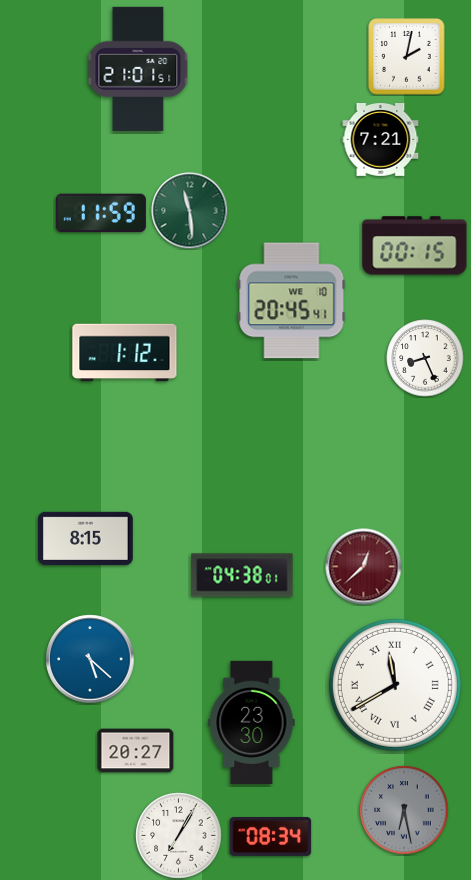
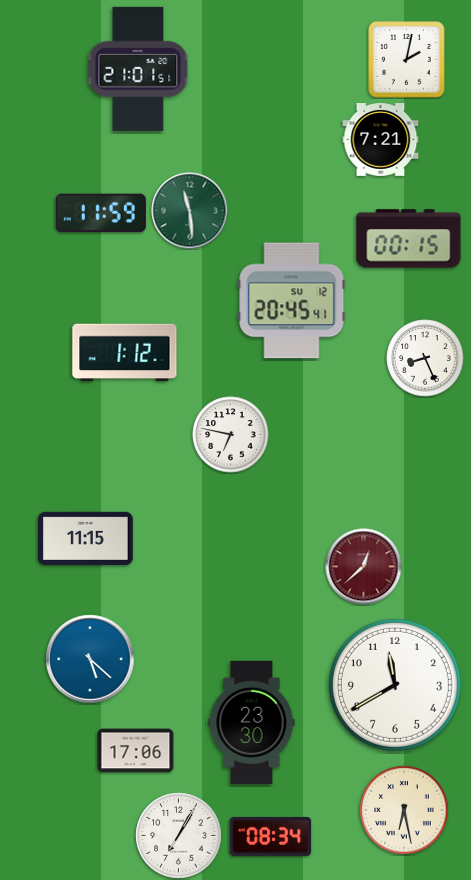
clock at (407, 57) position: (407, 57) -> (407, 60)
clock at (415, 246) position: (415, 246) -> (409, 239)
clock at (292, 301) date: WE 10 -> SU 12
clock at (231, 435): none -> 6:47
clock at (86, 538): 8:15 -> 11:15
clock at (242, 575): 04:38 -> none
clock at (395, 685) numerals: Roman -> Arabic
clock at (136, 751): 20:27 -> 17:06
clock at (404, 810) dial: grey -> cream
